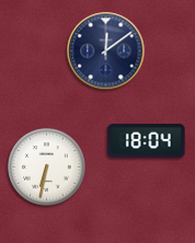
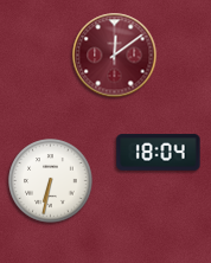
clock at (106, 51) dial: navy -> burgundy
